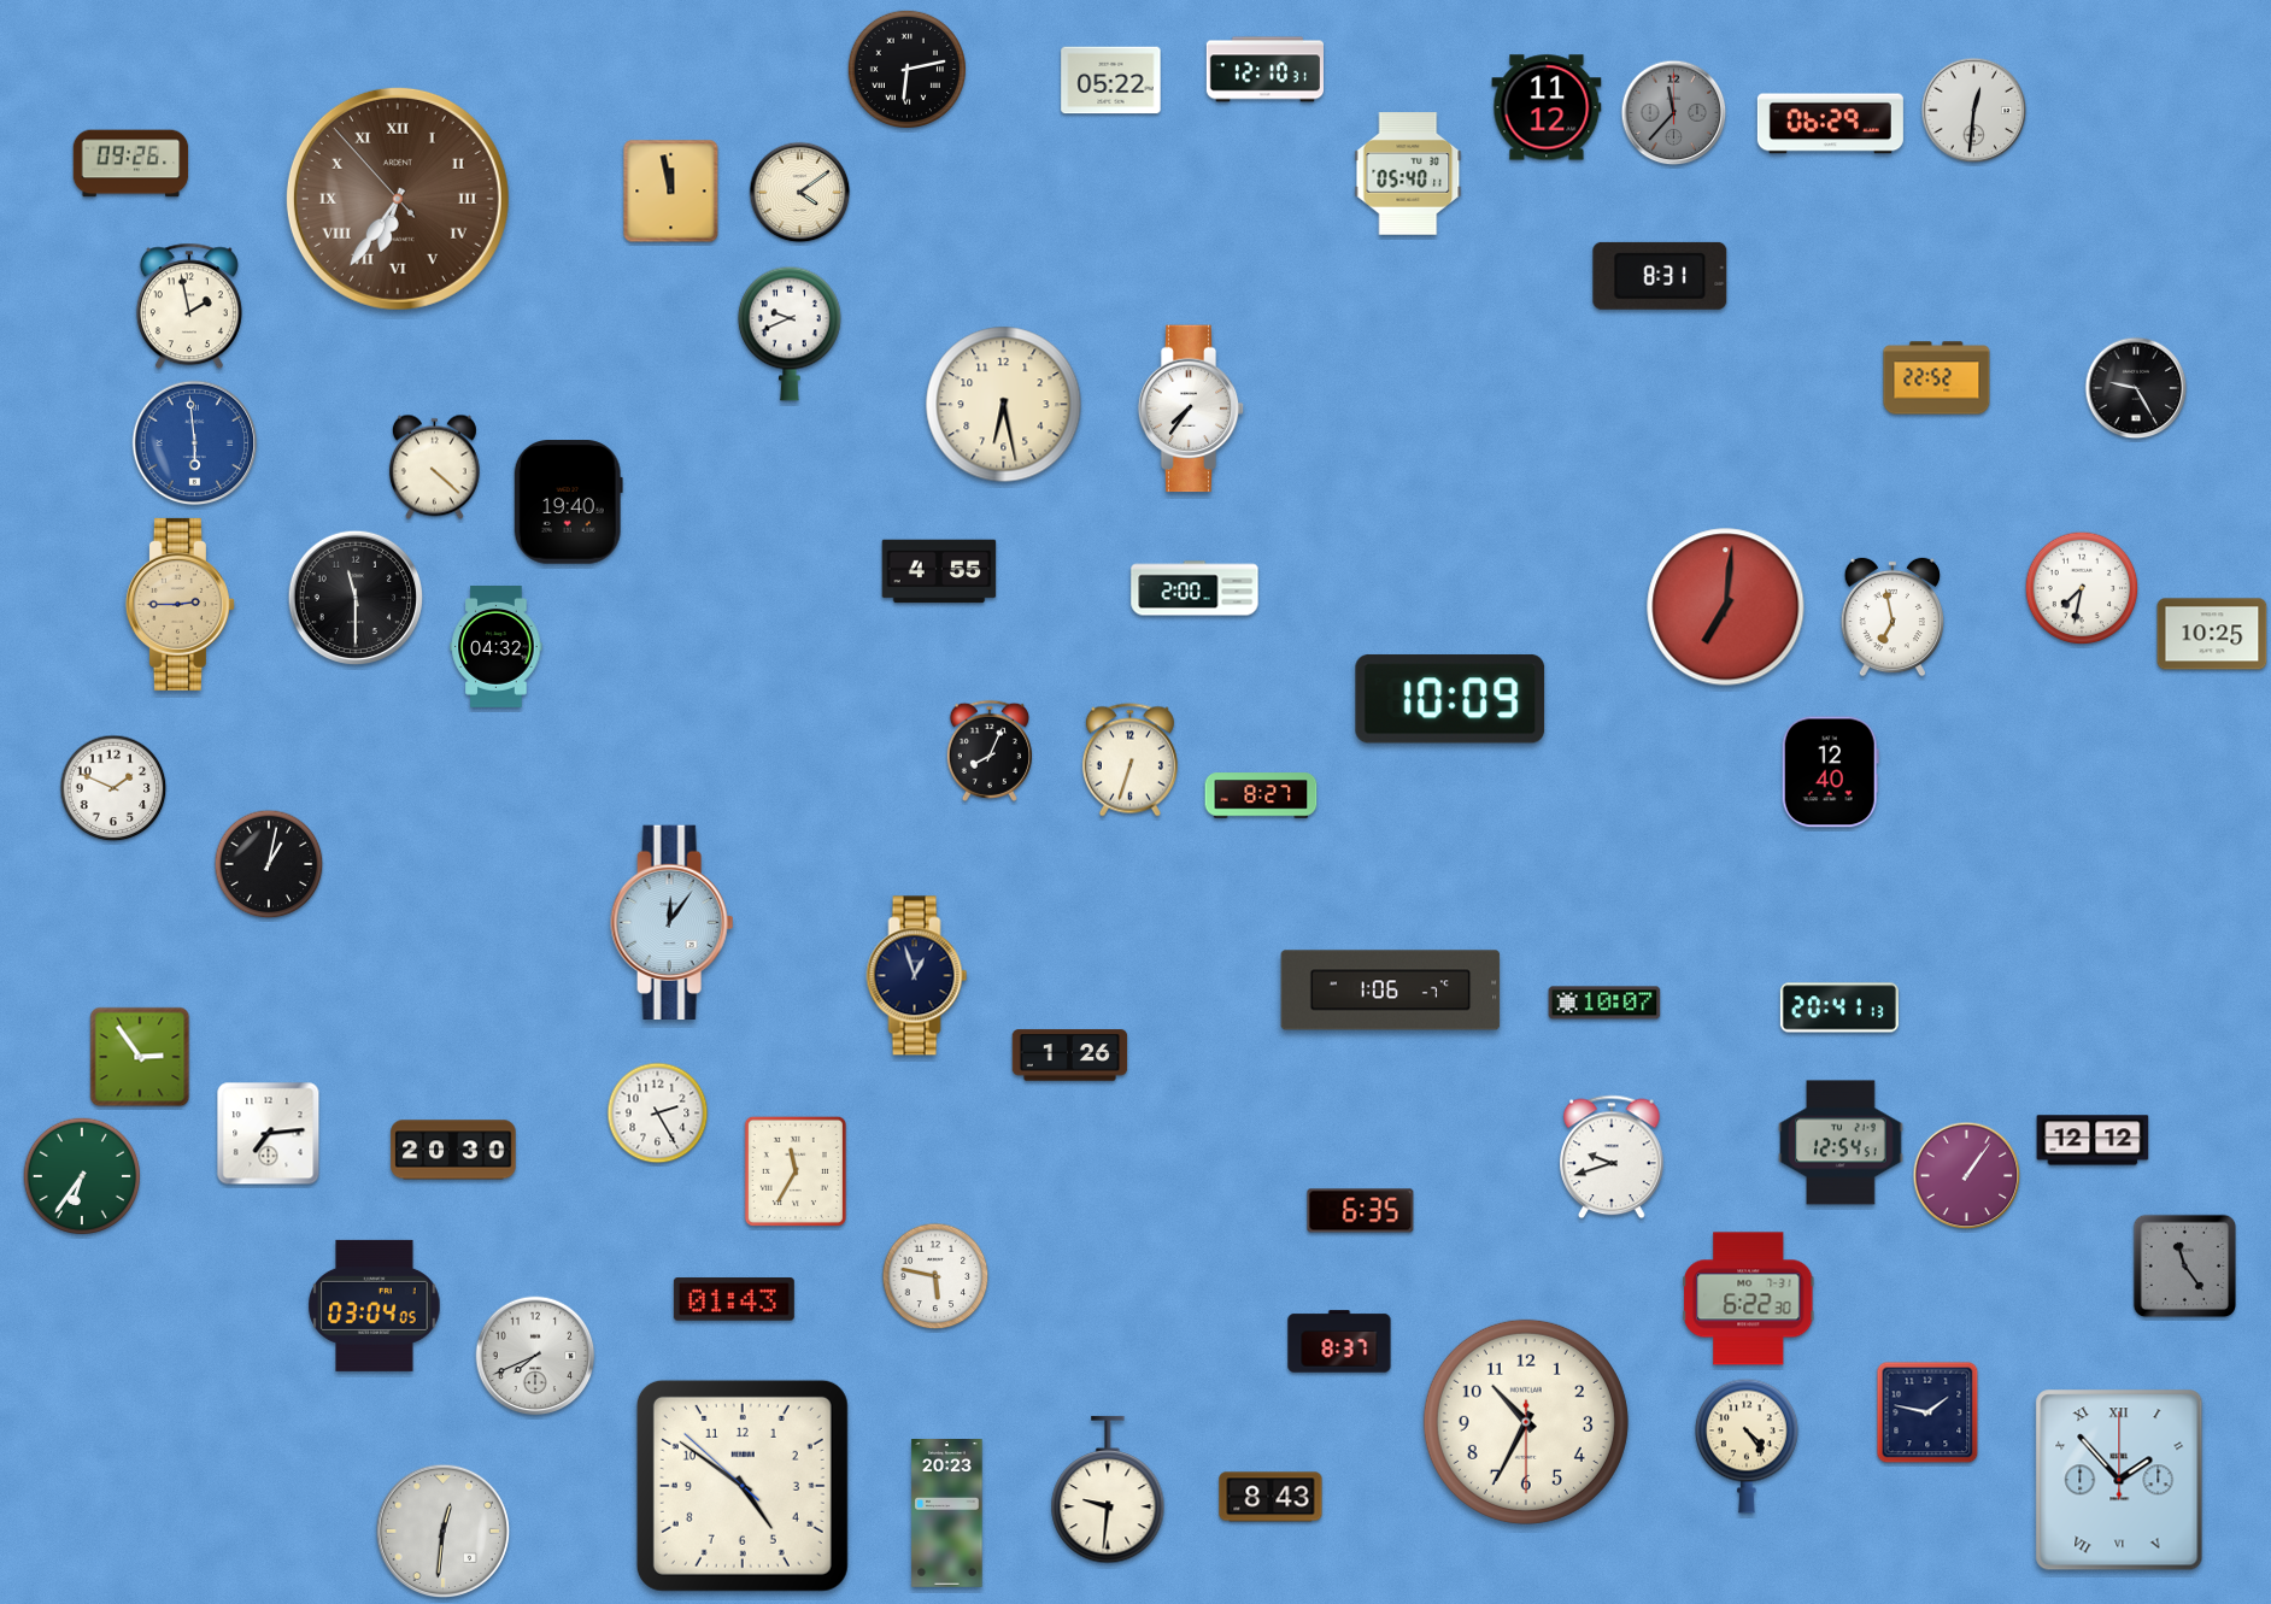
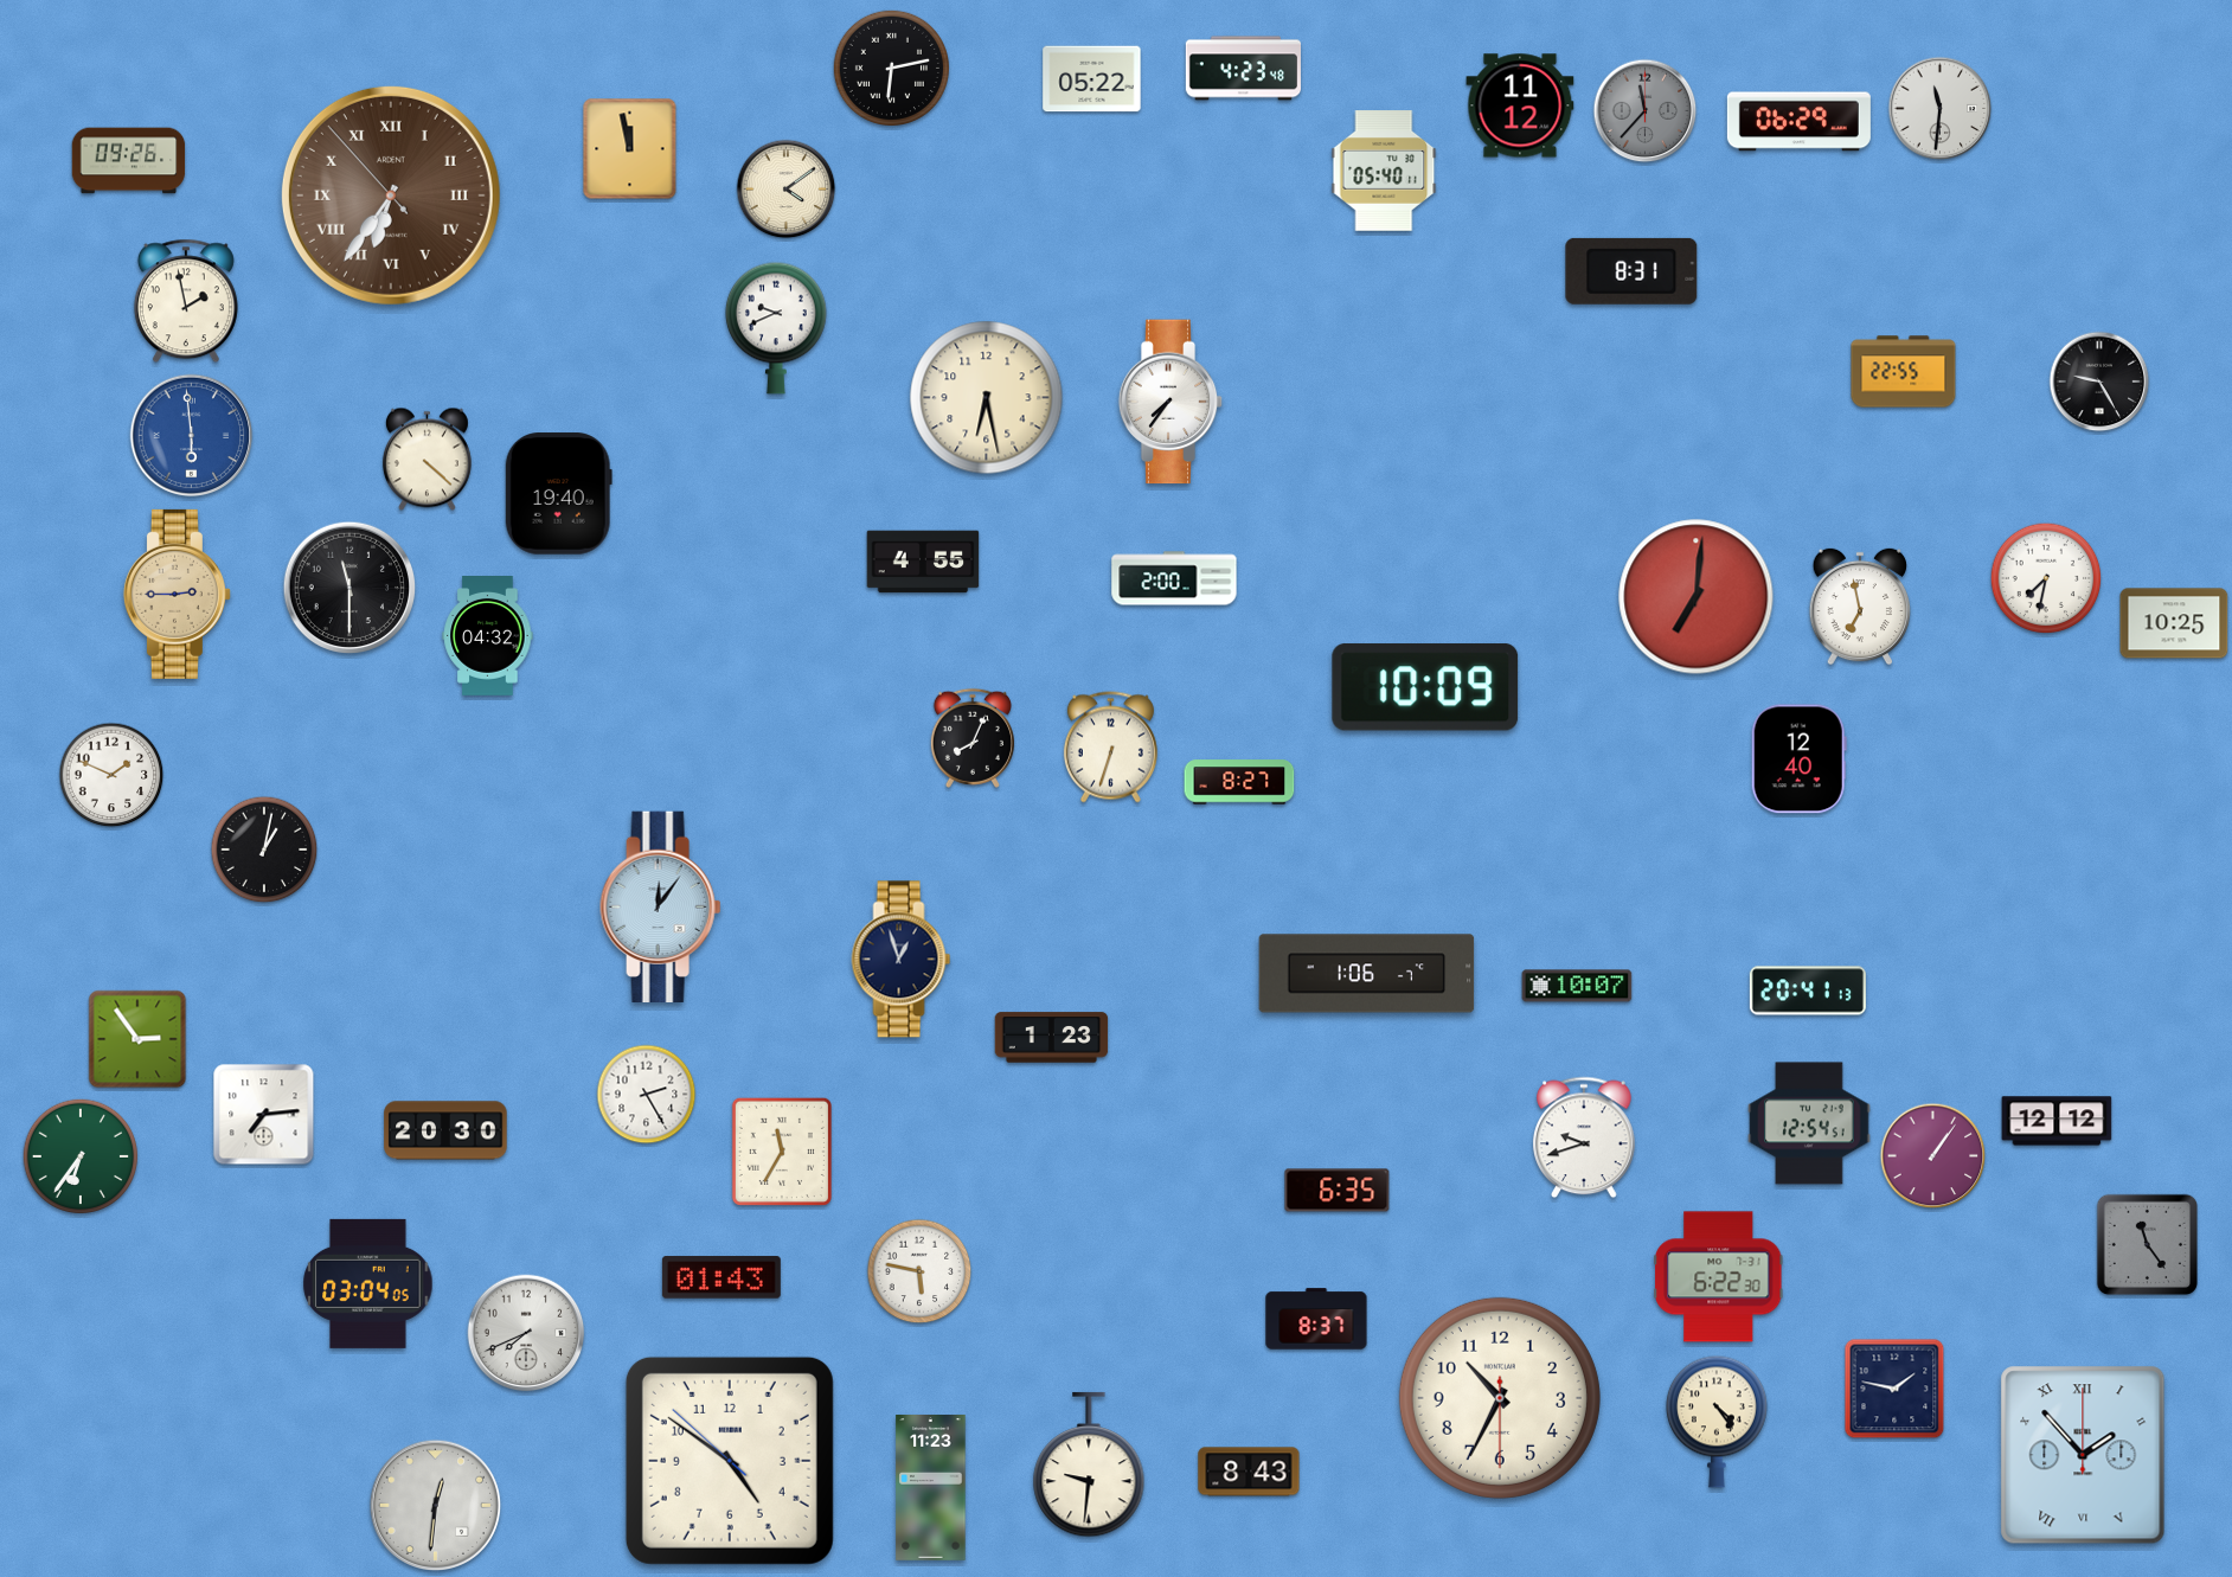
clock at (1264, 70): 12:10 -> 4:23
clock at (1974, 111): 12:31 -> 11:31
clock at (671, 192) position: (671, 192) -> (630, 149)
clock at (1937, 378): 22:52 -> 22:55
clock at (1070, 1056): 1:26 -> 1:23
clock at (935, 1276) position: (935, 1276) -> (919, 1271)
clock at (947, 1514): 20:23 -> 11:23
